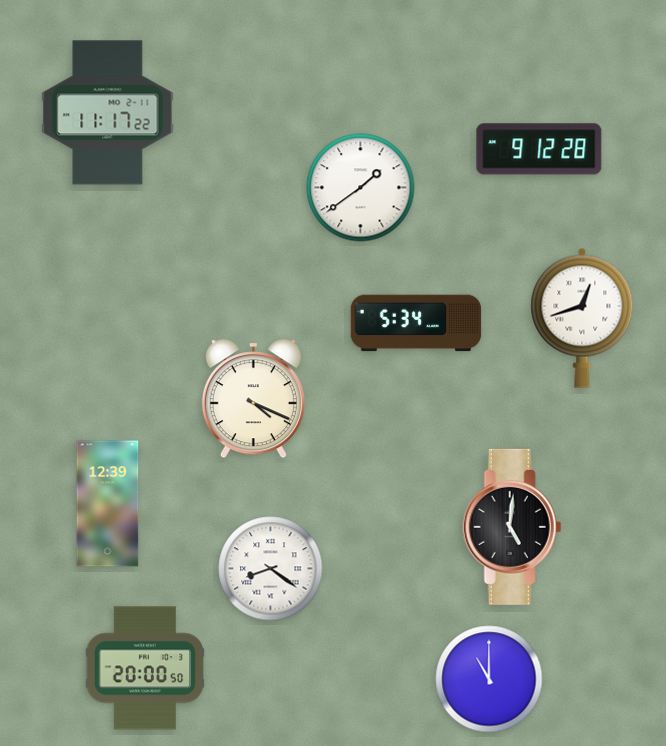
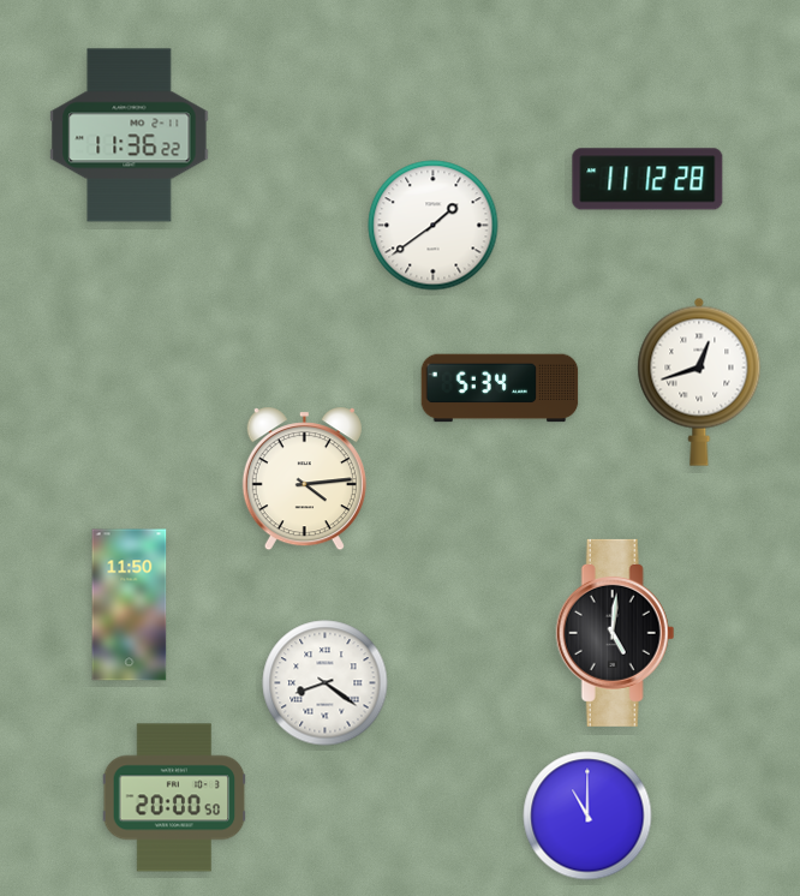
clock at (108, 113): 11:17 -> 11:36
clock at (539, 149): 9:12 -> 11:12
clock at (253, 399): 4:19 -> 4:14
clock at (108, 504): 12:39 -> 11:50
clock at (145, 668) position: (145, 668) -> (174, 798)
